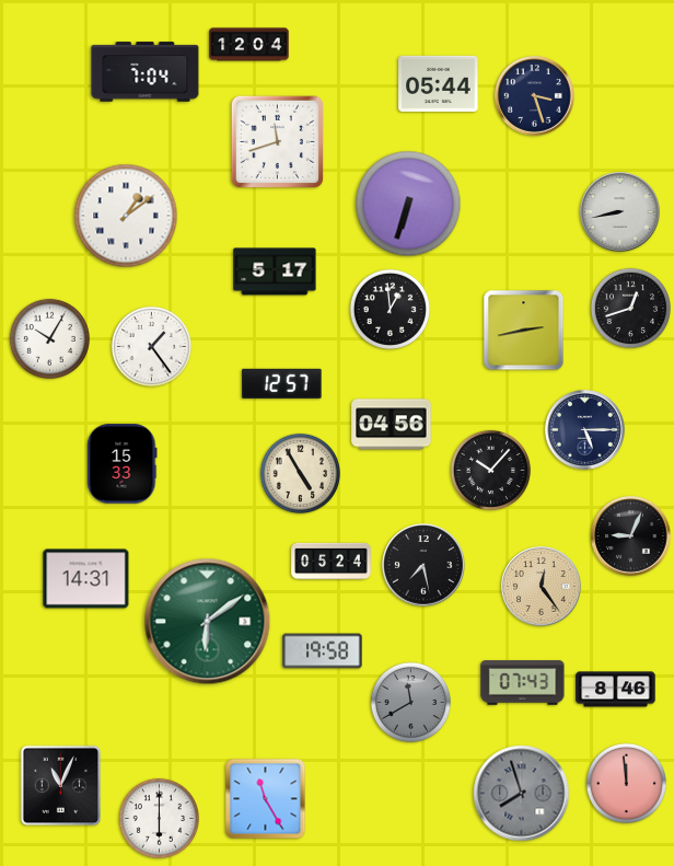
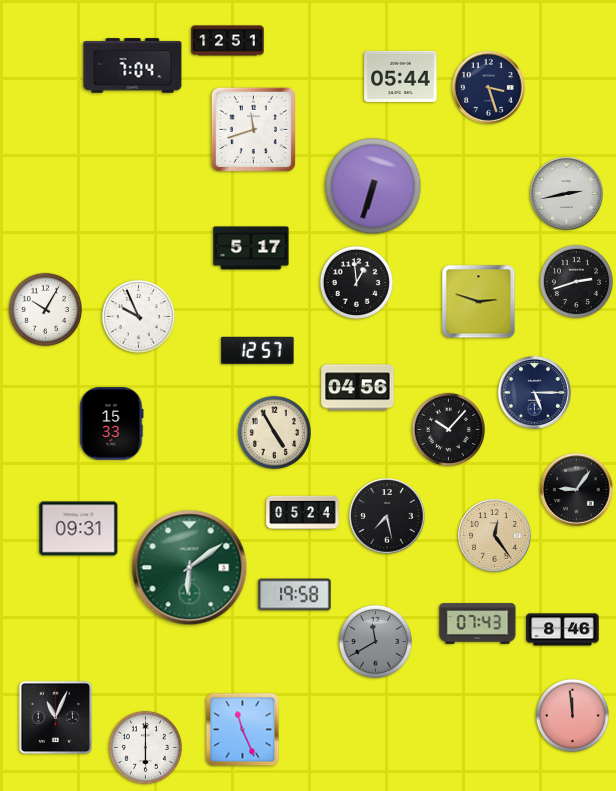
clock at (249, 45): 12:04 -> 12:51
clock at (620, 212): 8:43 -> 2:43
clock at (126, 216): 1:09 -> none
clock at (630, 308): 12:42 -> 2:42
clock at (524, 331): 2:43 -> 2:48
clock at (151, 346): 1:24 -> 9:56
clock at (631, 536): 9:04 -> 9:06
clock at (86, 579): 14:31 -> 09:31
clock at (522, 794): 7:57 -> none
clock at (266, 799): 11:25 -> 11:26
